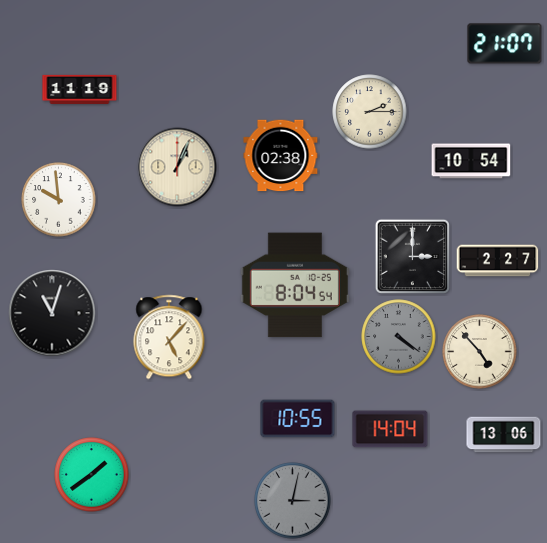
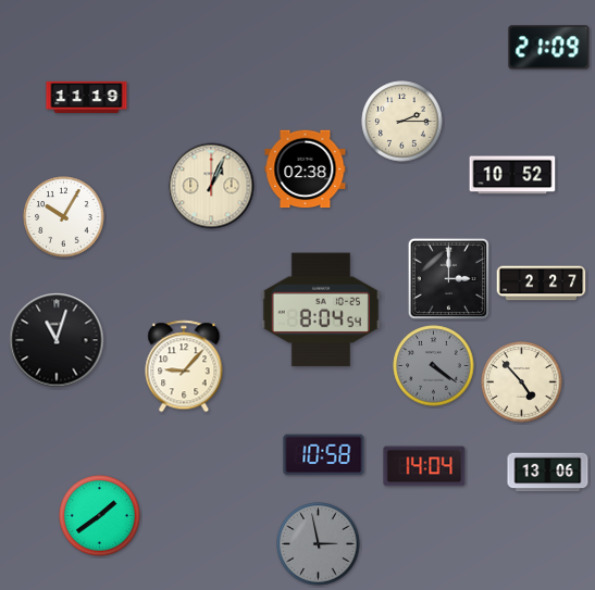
clock at (505, 44): 21:07 -> 21:09
clock at (471, 161): 10:54 -> 10:52
clock at (177, 167) position: (177, 167) -> (211, 186)
clock at (59, 200): 9:59 -> 10:05
clock at (169, 337): 5:07 -> 9:07
clock at (298, 419): 10:55 -> 10:58
clock at (293, 501): 3:02 -> 2:58
